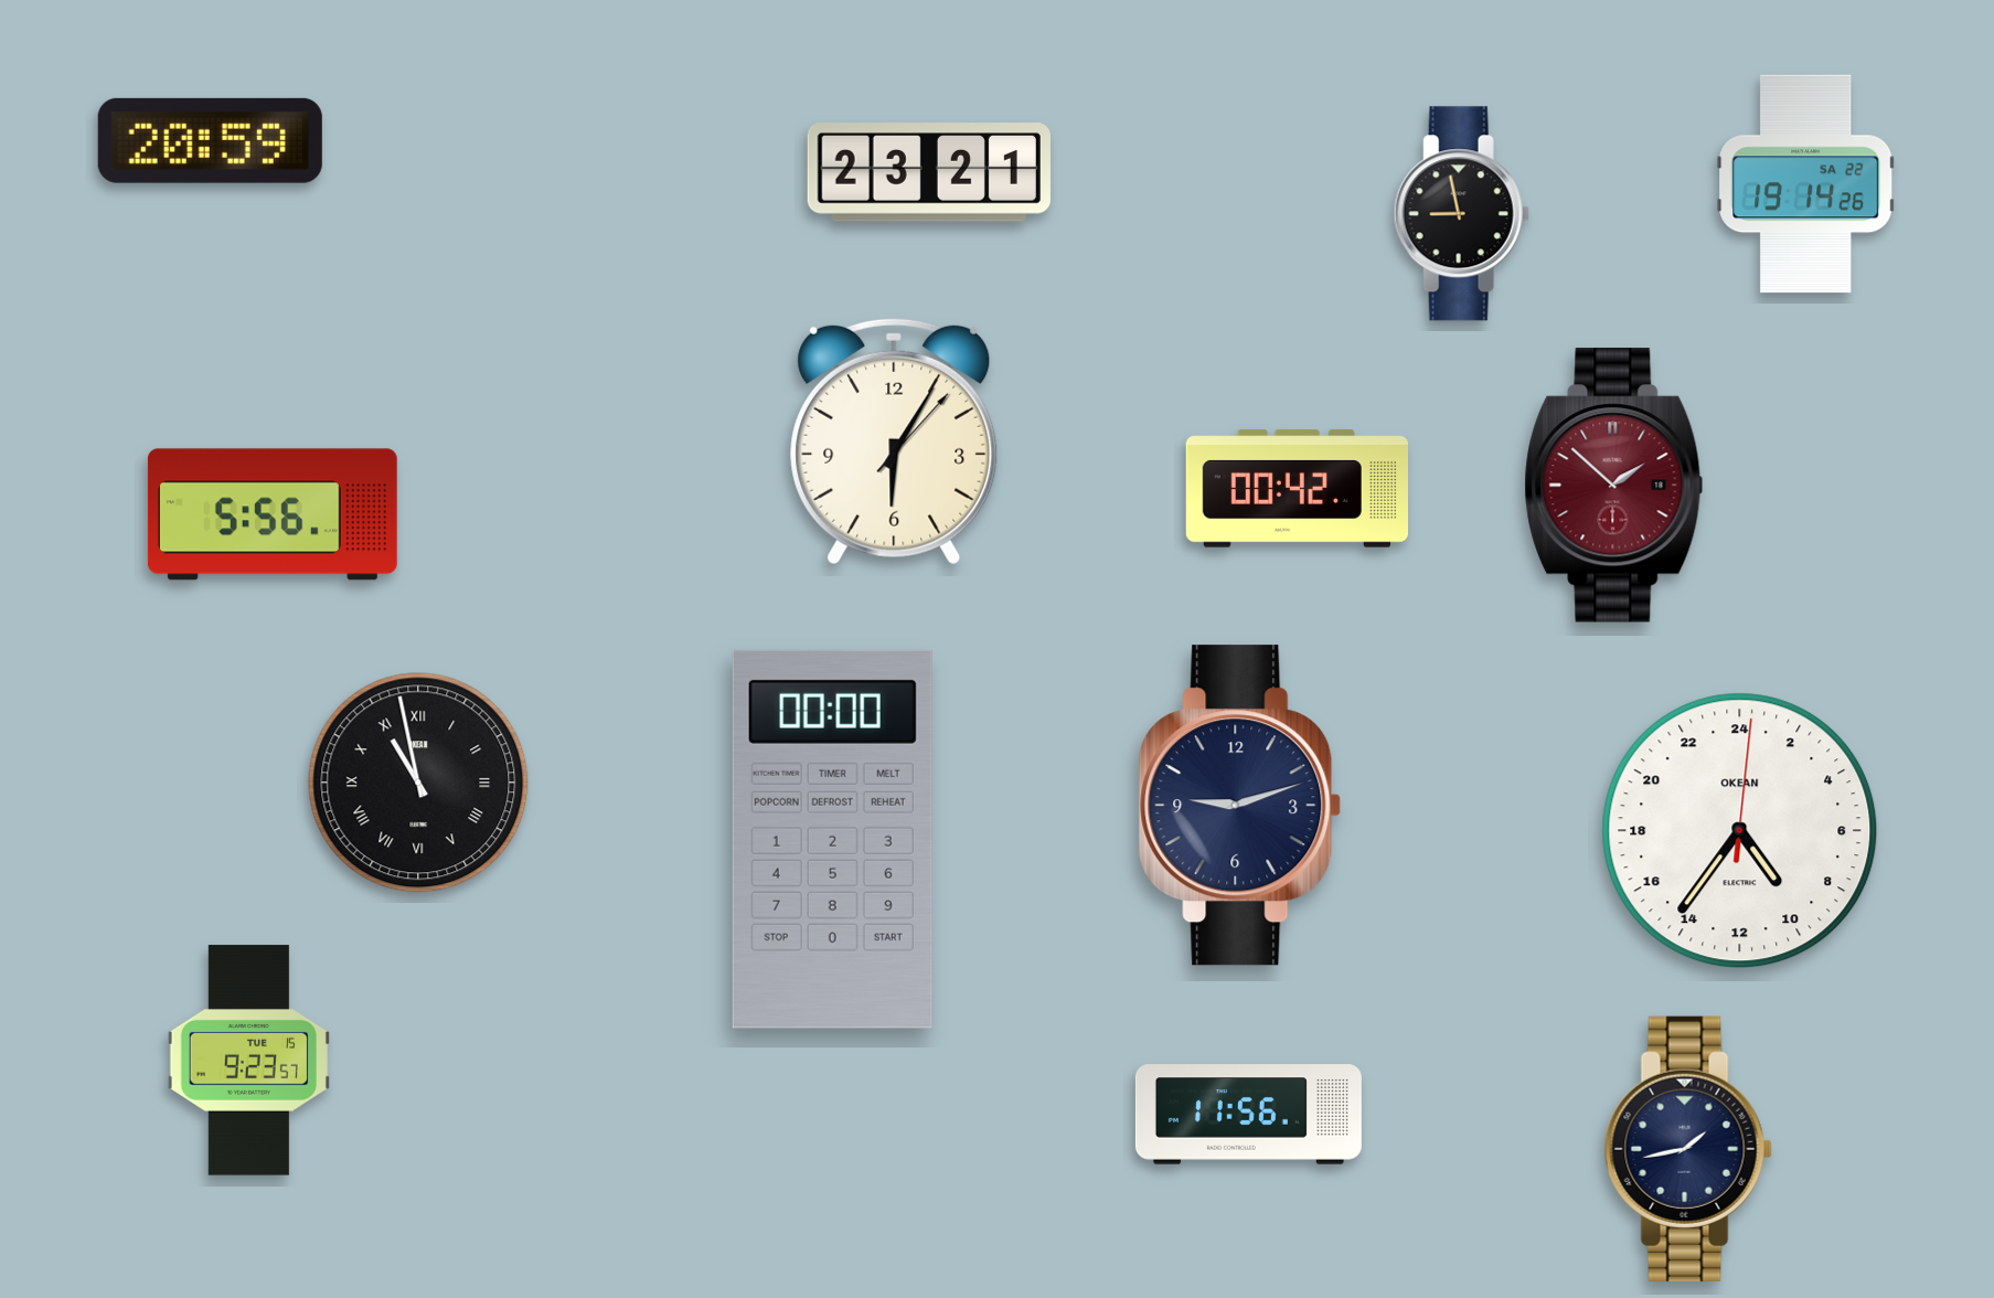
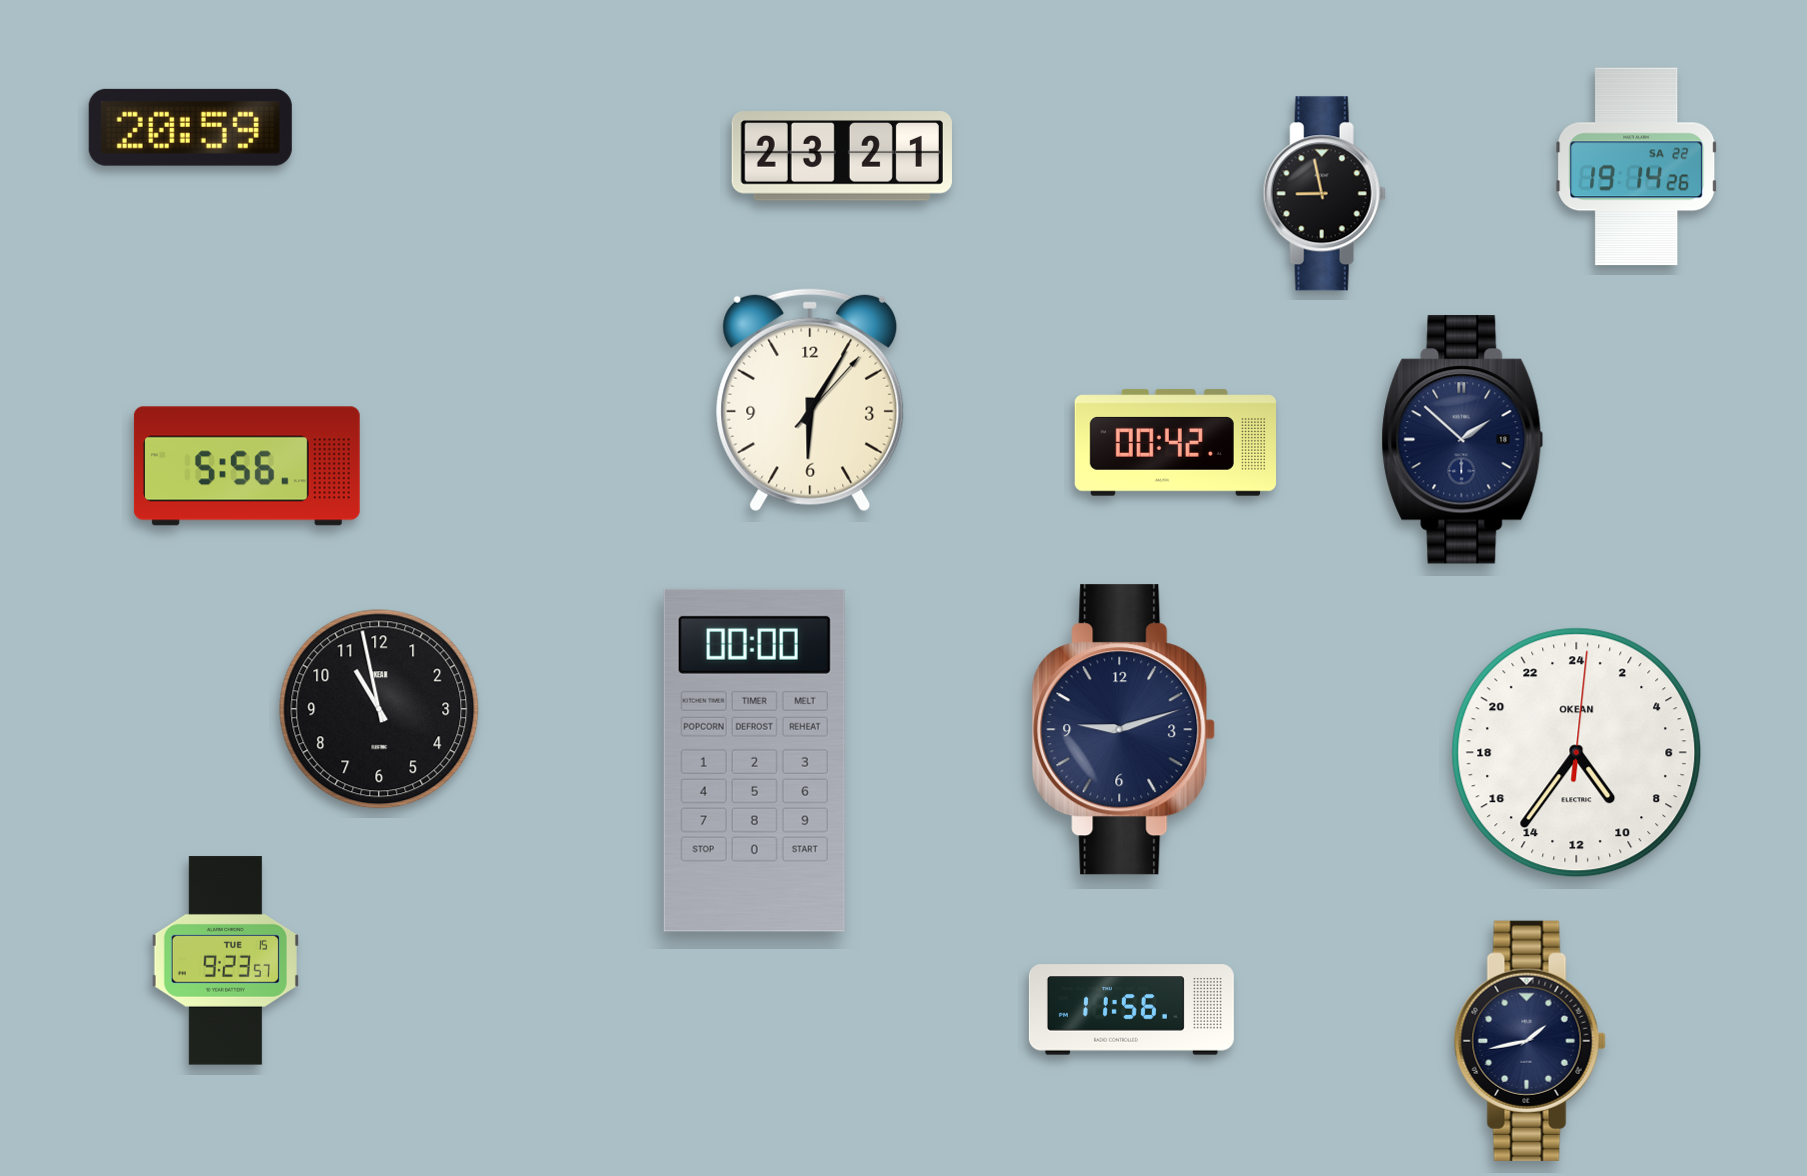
clock at (1614, 486) dial: burgundy -> navy
clock at (418, 783) numerals: Roman -> Arabic
